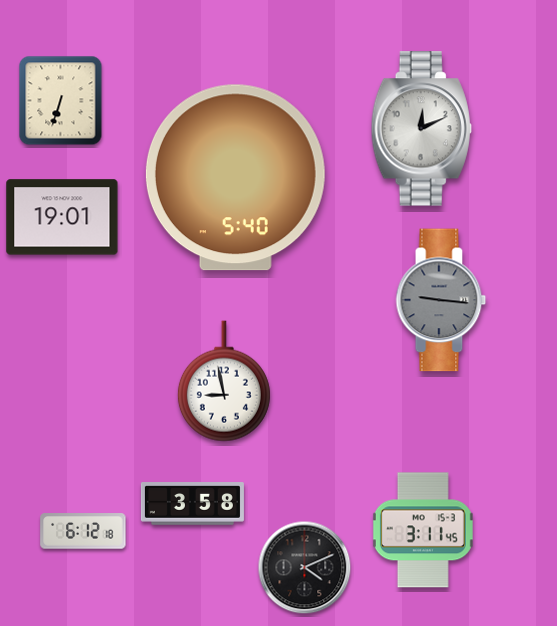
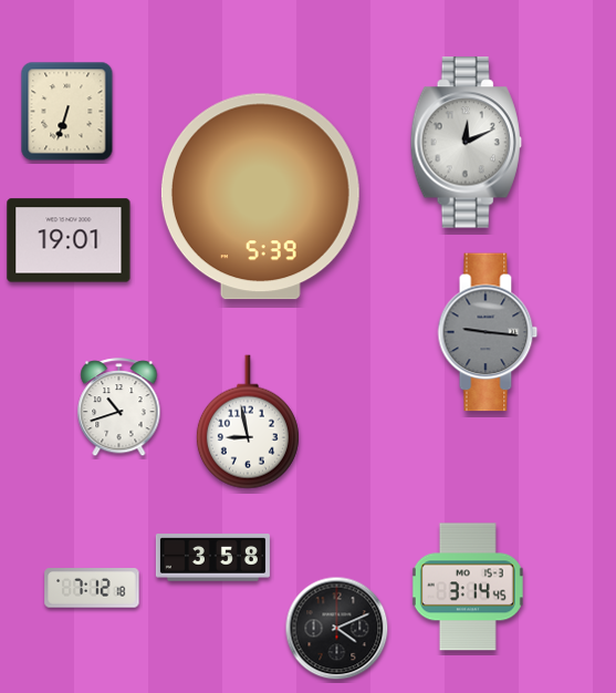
clock at (235, 178): 5:40 -> 5:39
clock at (119, 407): none -> 10:42
clock at (423, 530): 3:11 -> 3:14
clock at (83, 531): 6:12 -> 7:12
